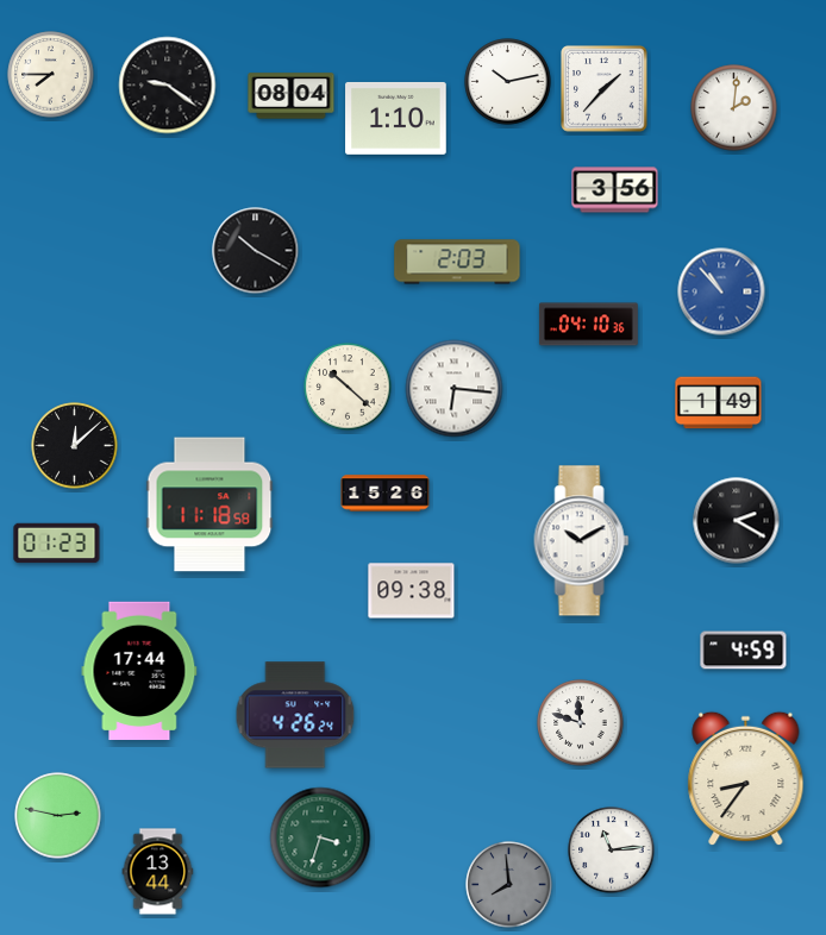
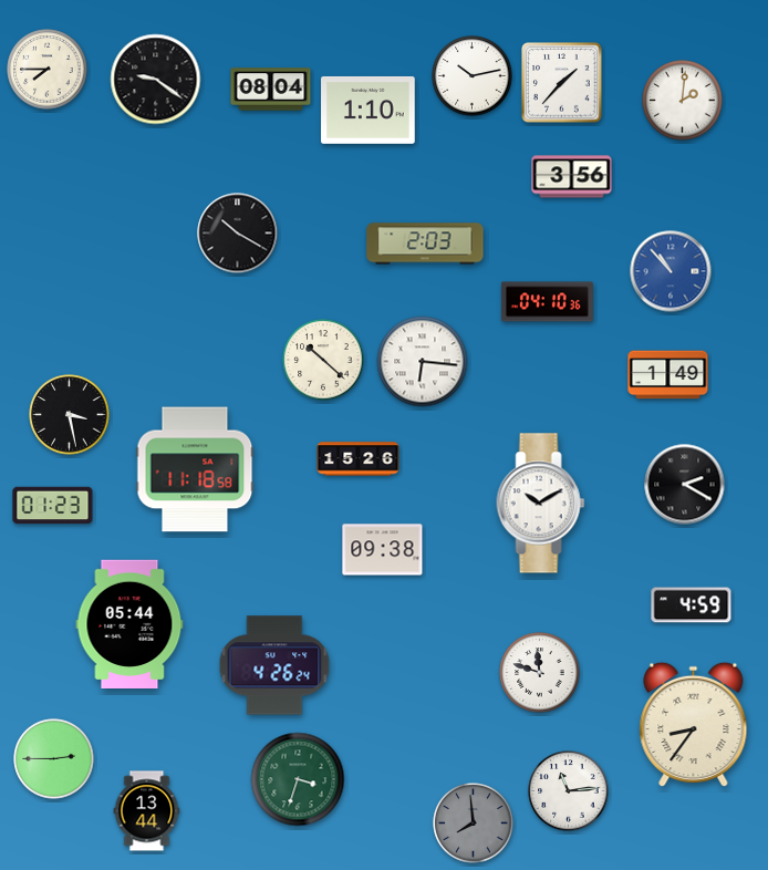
clock at (75, 446): 12:08 -> 3:28
clock at (139, 670): 17:44 -> 05:44
clock at (58, 816): 2:47 -> 2:45
